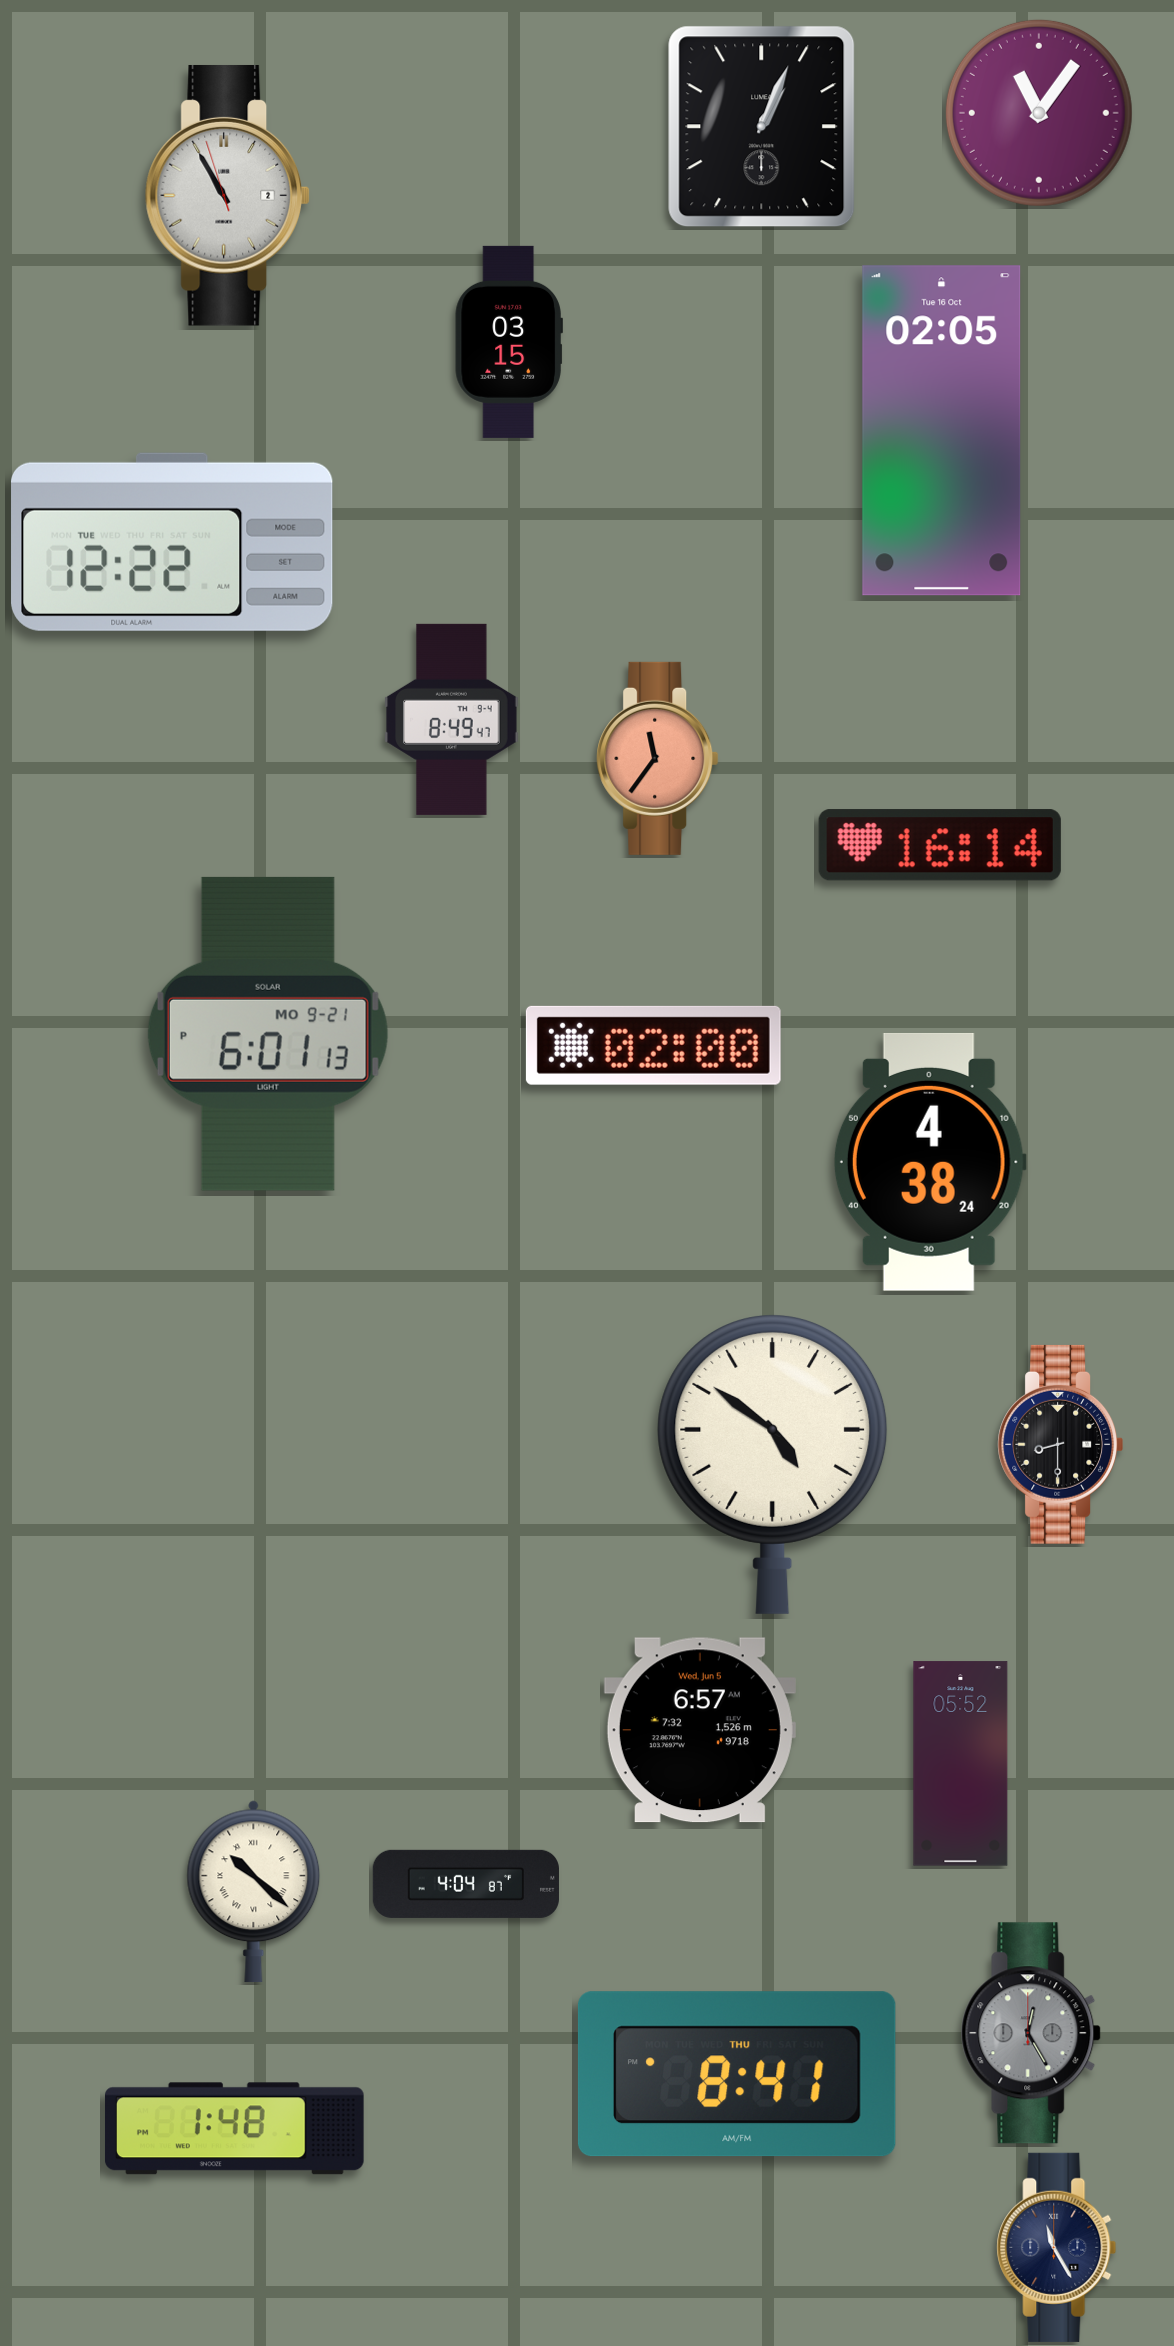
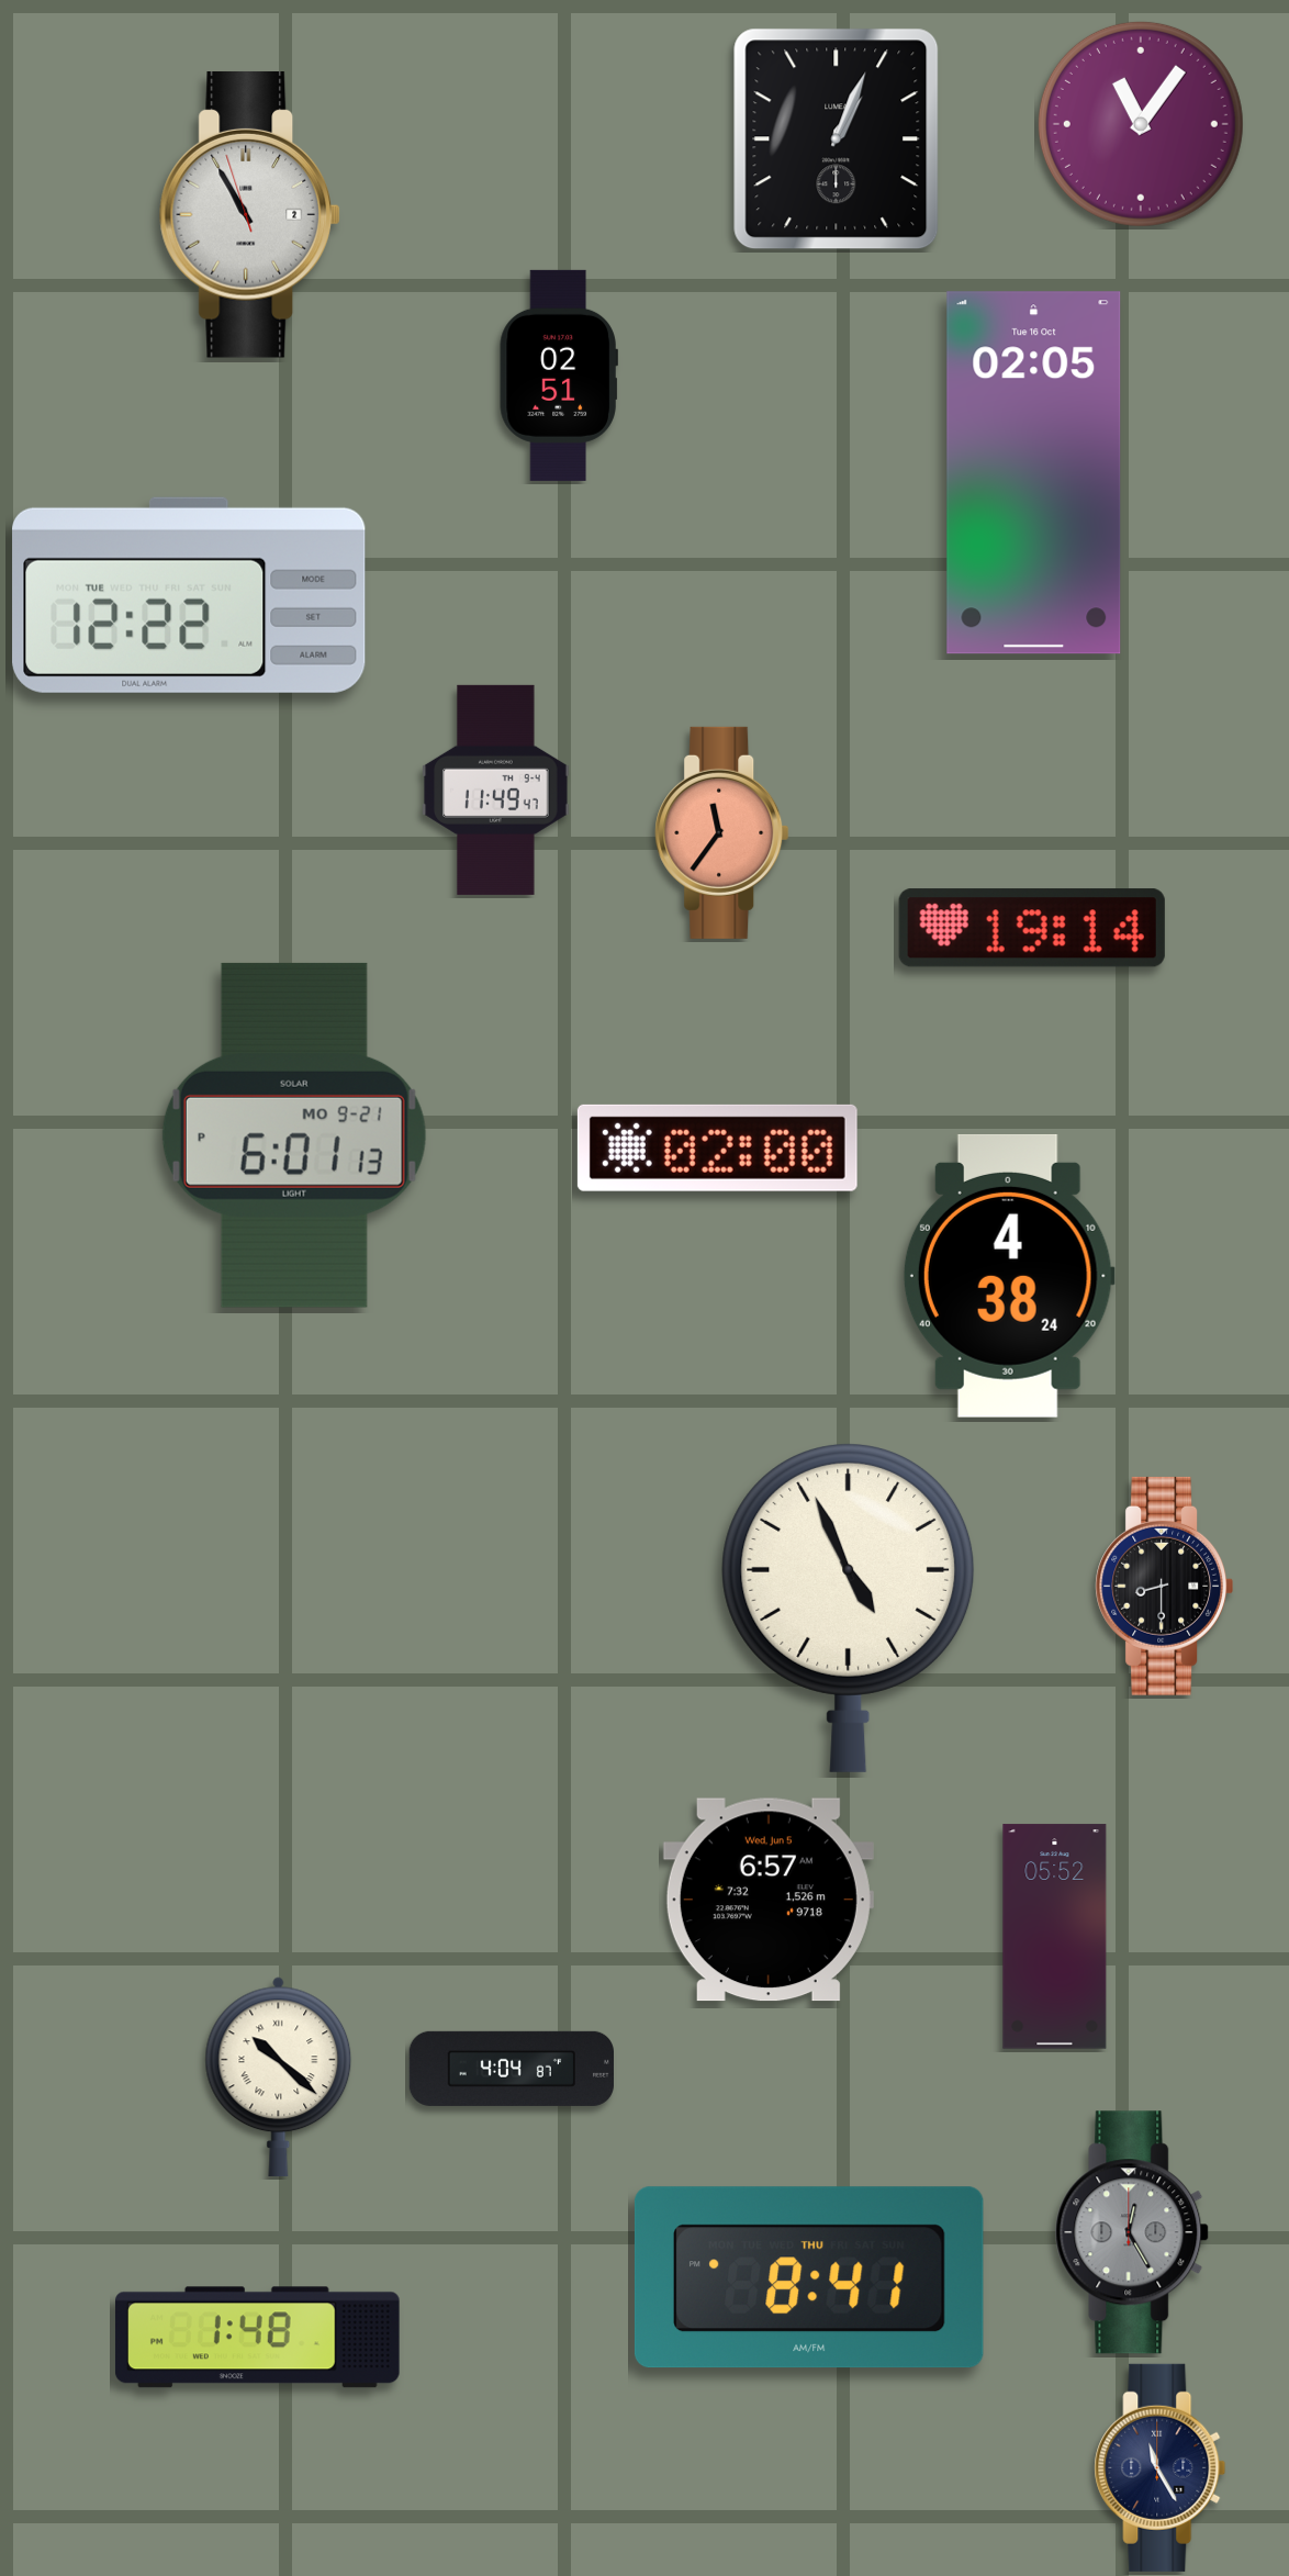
clock at (509, 342): 03:15 -> 02:51
clock at (452, 719): 8:49 -> 11:49
clock at (940, 845): 16:14 -> 19:14
clock at (930, 1162) position: (930, 1162) -> (1009, 1276)
clock at (773, 1465): 4:51 -> 4:56
